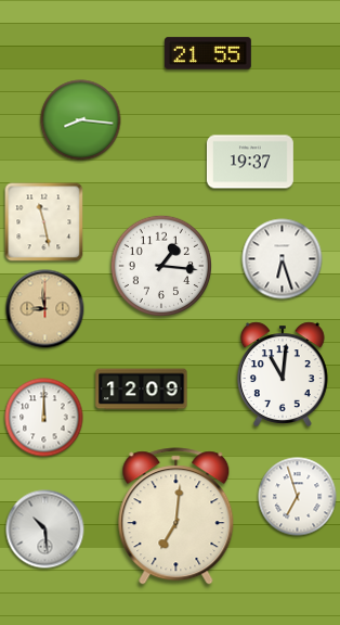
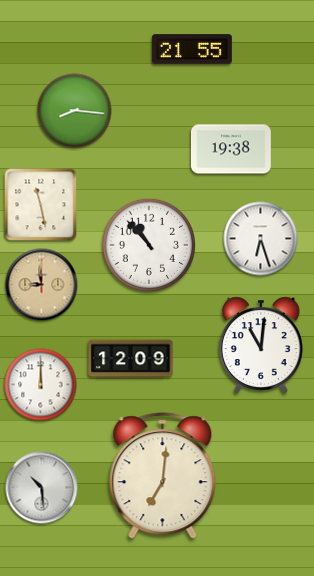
clock at (250, 162): 19:37 -> 19:38
clock at (160, 265): 1:16 -> 10:53
clock at (298, 497): 6:57 -> none
